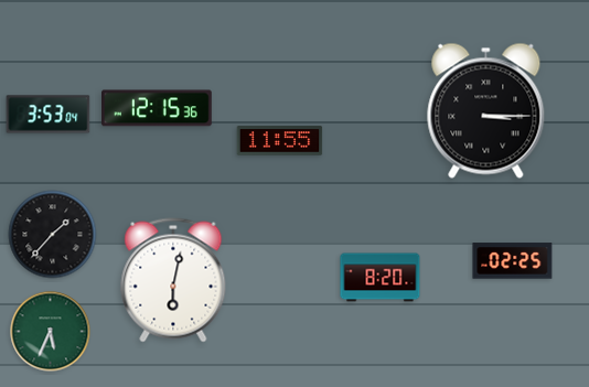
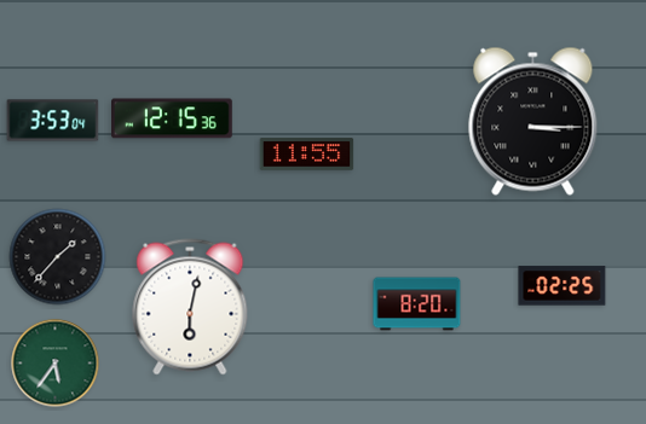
clock at (49, 115) position: (49, 115) -> (53, 121)
clock at (51, 332): 5:34 -> 5:36
